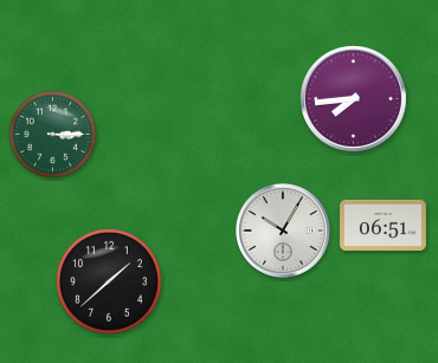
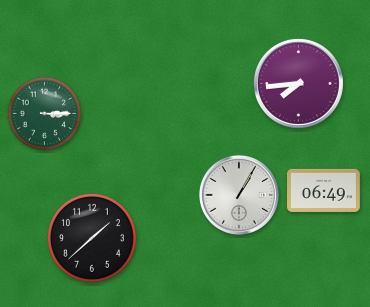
clock at (384, 225): 06:51 -> 06:49
clock at (283, 231): 10:05 -> 1:05
